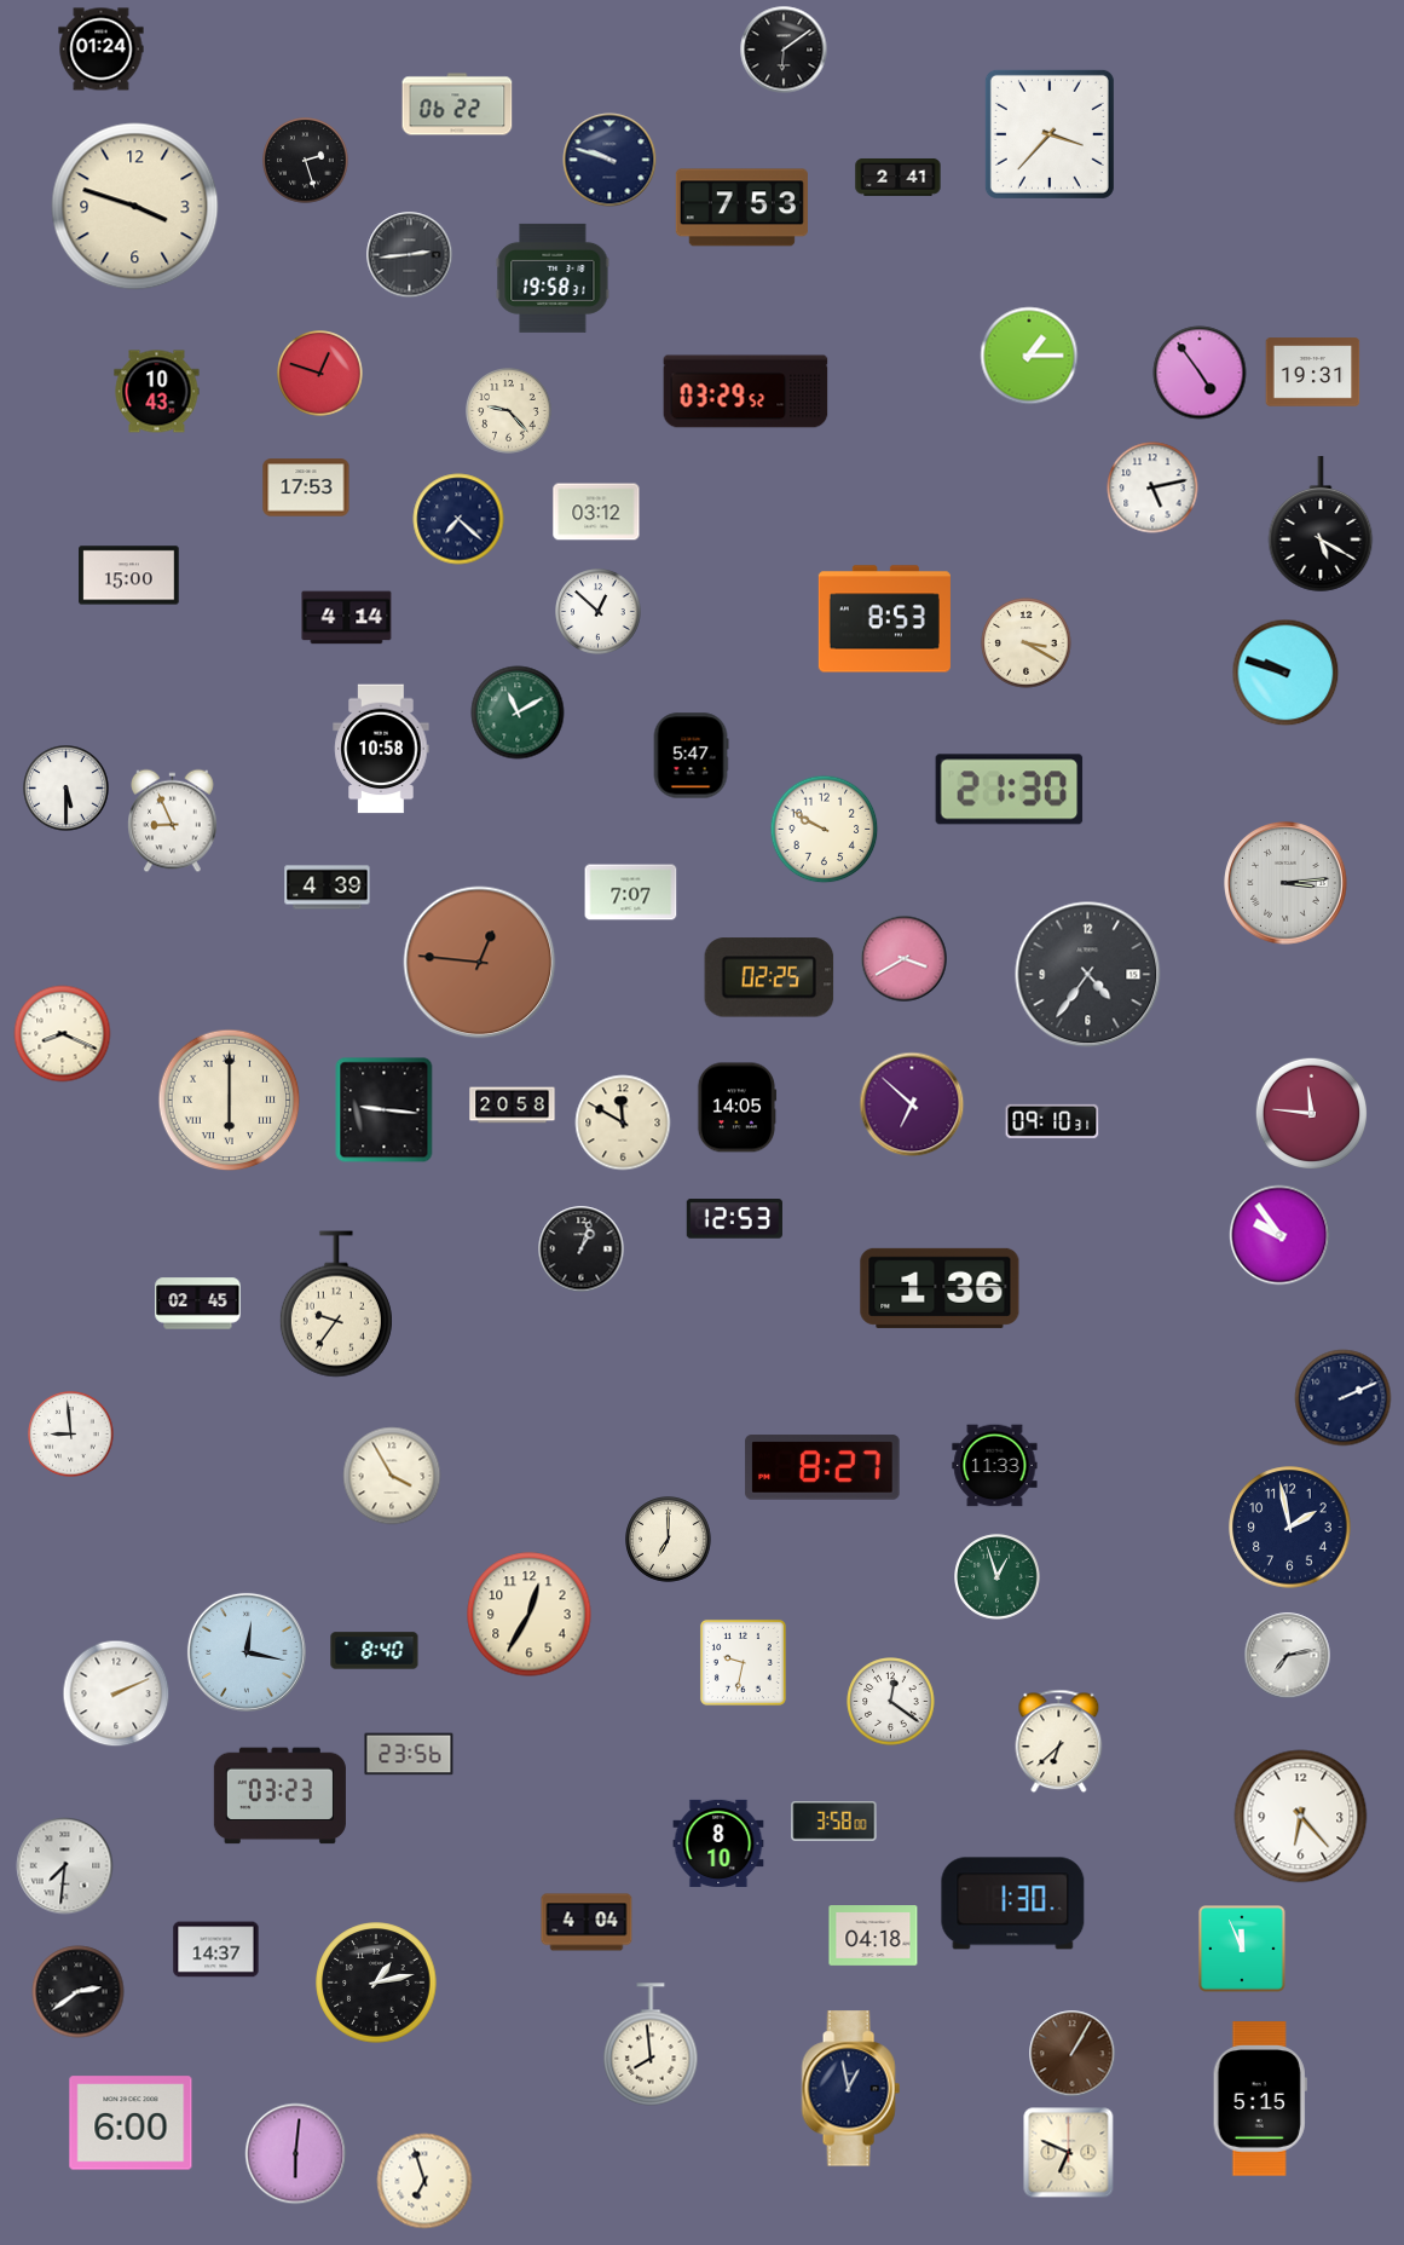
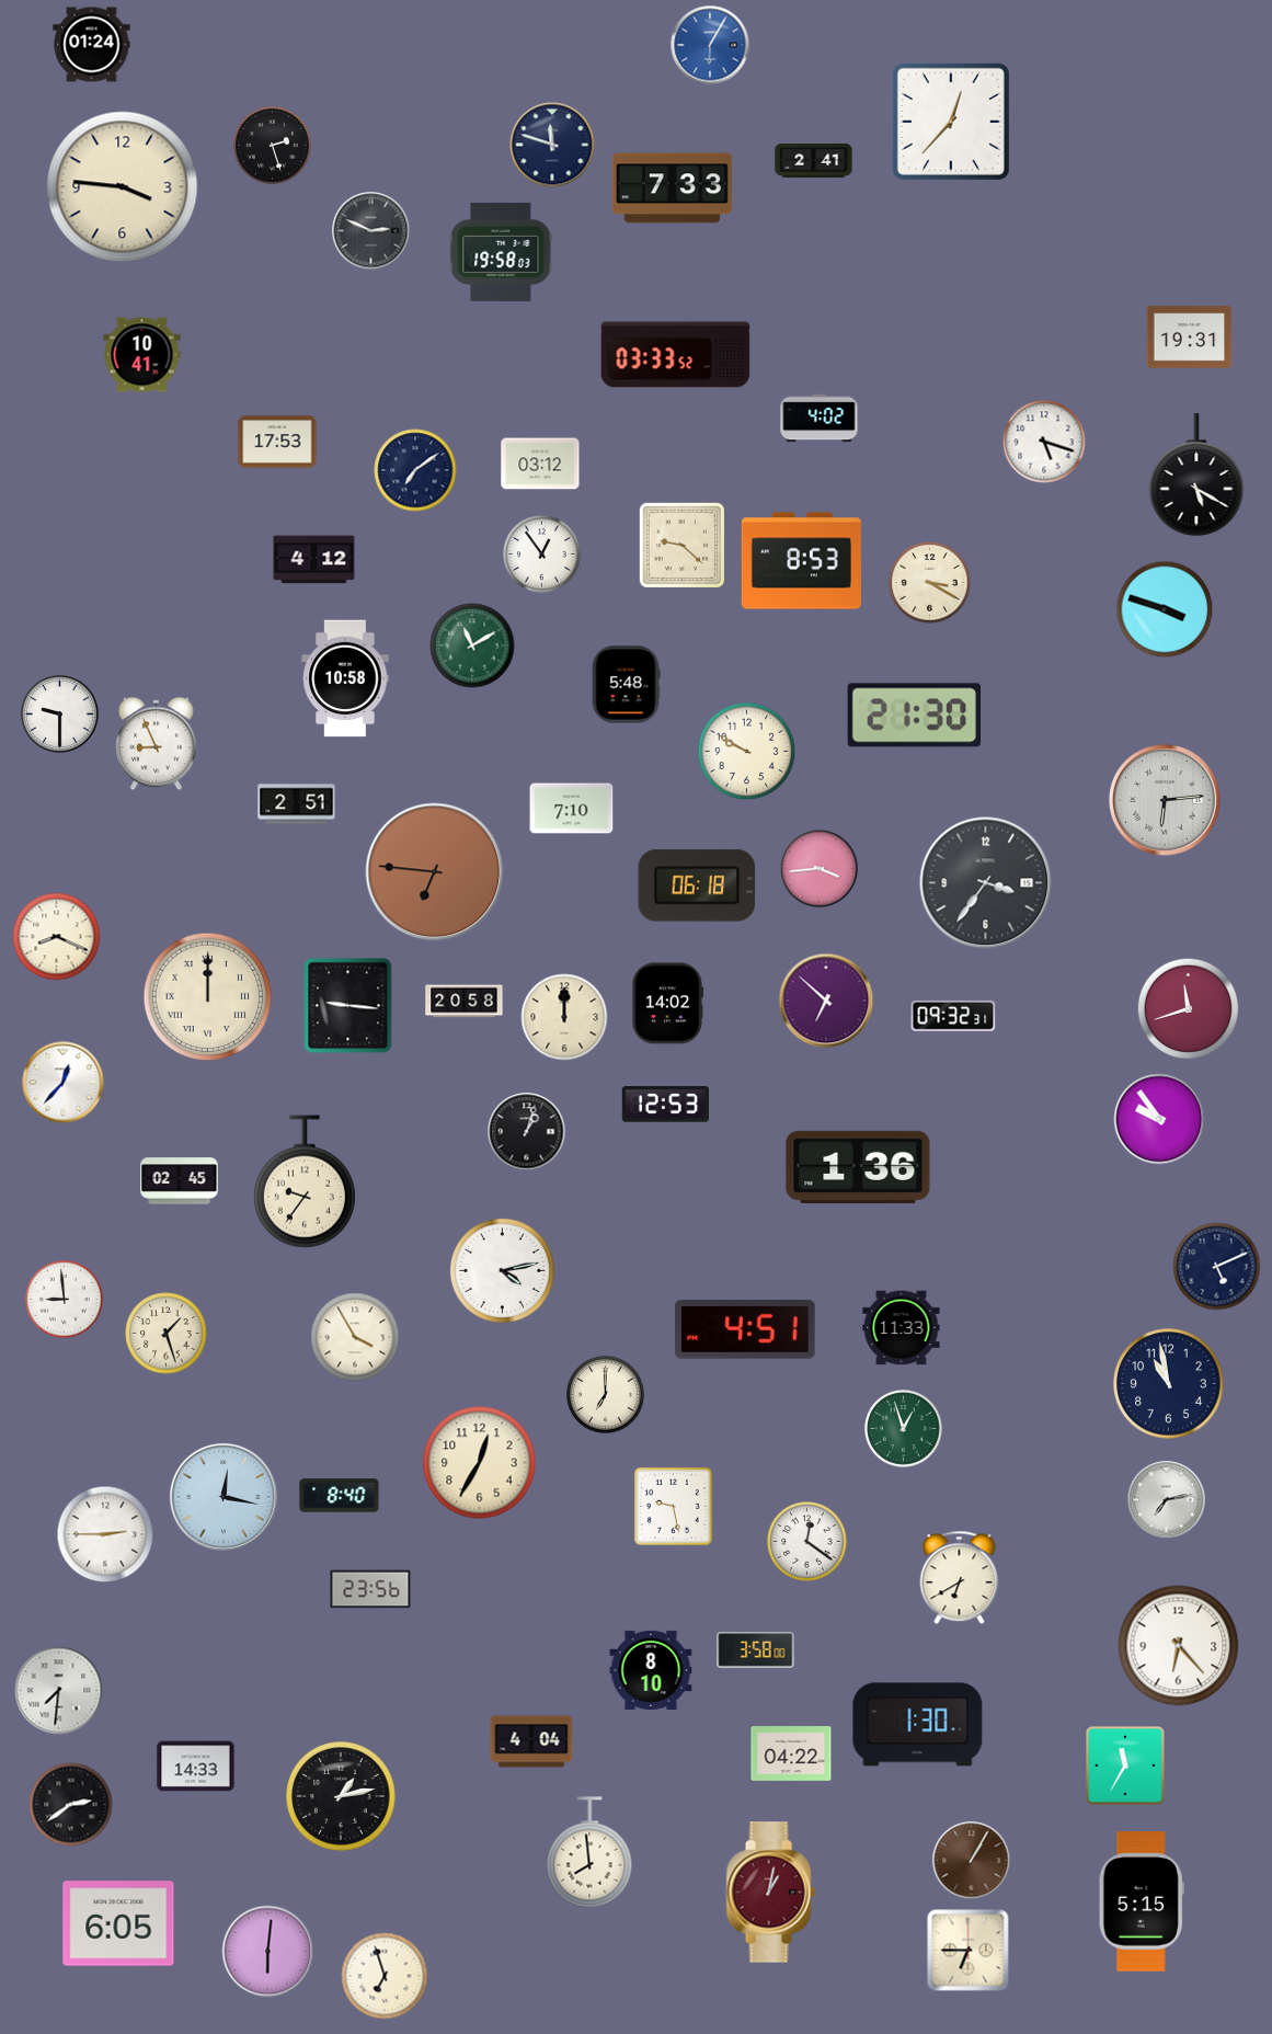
clock at (784, 50): 6:09 -> 6:05
clock at (784, 50) dial: black -> blue
clock at (457, 104): 06:22 -> none
clock at (1050, 134): 3:37 -> 12:37
clock at (609, 160): 9:48 -> 11:48
clock at (306, 161) position: (306, 161) -> (273, 146)
clock at (135, 207): 3:48 -> 3:46
clock at (741, 208): 7:53 -> 7:33
clock at (410, 255): 2:44 -> 2:49
clock at (553, 278): 19:58:31 -> 19:58:03
clock at (1029, 356): 1:15 -> none
clock at (1200, 373): 4:54 -> none
clock at (320, 374): 12:48 -> none
clock at (157, 392): 10:43 -> 10:41
clock at (746, 392): 03:29 -> 03:33
clock at (509, 411): 9:23 -> none
clock at (820, 419): none -> 4:02
clock at (1152, 487): 5:13 -> 5:18
clock at (458, 519): 7:22 -> 7:09
clock at (129, 576): 15:00 -> none
clock at (681, 545): none -> 9:22
clock at (599, 612): 12:52 -> 12:54
clock at (347, 618): 4:14 -> 4:12
clock at (1285, 673): 9:48 -> 3:48
clock at (518, 712) position: (518, 712) -> (472, 645)
clock at (691, 756): 5:47 -> 5:48
clock at (67, 789): 5:30 -> 9:30
clock at (1287, 884): 3:14 -> 6:14
clock at (328, 888): 4:39 -> 2:51
clock at (631, 893): 7:07 -> 7:10
clock at (905, 959): 3:40 -> 3:44
clock at (480, 963): 12:46 -> 6:46
clock at (1088, 975): 4:36 -> 3:36
clock at (769, 977): 02:25 -> 06:18
clock at (230, 1101): 6:00 -> 12:00
clock at (736, 1108): 14:05 -> 14:02
clock at (1311, 1113): 11:46 -> 11:42
clock at (1052, 1121): 09:10 -> 09:32
clock at (623, 1122): 11:50 -> 12:00
clock at (64, 1083): none -> 12:37
clock at (940, 1288) position: (940, 1288) -> (858, 1167)
clock at (1344, 1398): 2:11 -> 5:11
clock at (502, 1270): none -> 4:13
clock at (822, 1467): 8:27 -> 4:51
clock at (167, 1334): none -> 1:27
clock at (1290, 1528): 1:58 -> 10:58
clock at (743, 1662): 9:32 -> 9:28
clock at (116, 1693): 2:11 -> 2:45
clock at (1059, 1742): 6:38 -> 6:40
clock at (279, 1796): 03:23 -> none
clock at (873, 1935): 04:18 -> 04:22
clock at (1242, 1949): 11:56 -> 11:35
clock at (216, 1950): 14:37 -> 14:33
clock at (850, 2089): 12:58 -> 1:02
clock at (850, 2089) dial: navy -> burgundy
clock at (131, 2123): 6:00 -> 6:05
clock at (1069, 2153): 6:49 -> 6:45
